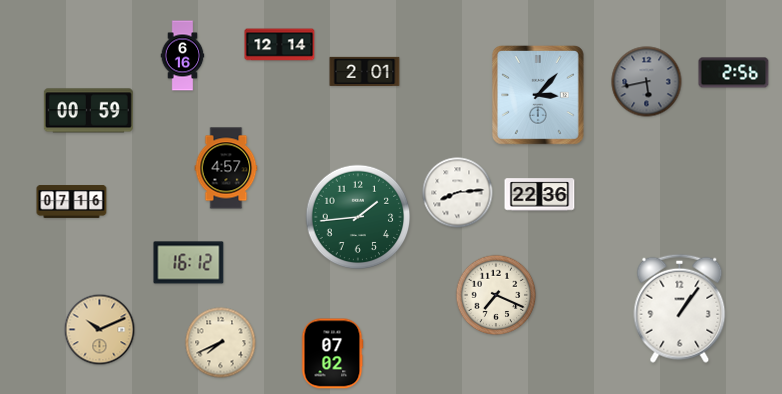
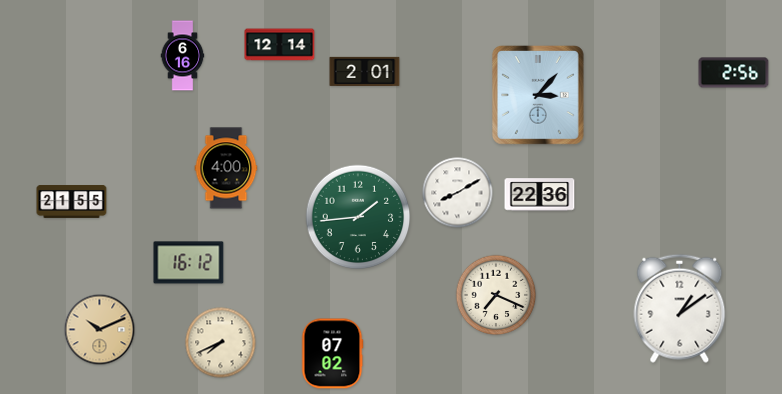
clock at (647, 82): 5:43 -> none
clock at (88, 111): 00:59 -> none
clock at (226, 168): 4:57 -> 4:00
clock at (458, 193): 8:14 -> 8:10
clock at (72, 202): 07:16 -> 21:55
clock at (680, 308): 1:06 -> 1:09
